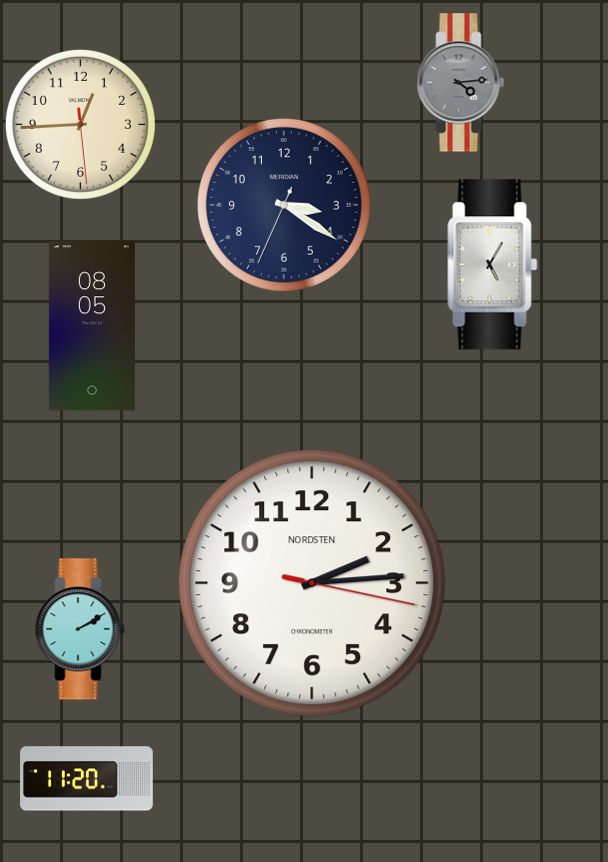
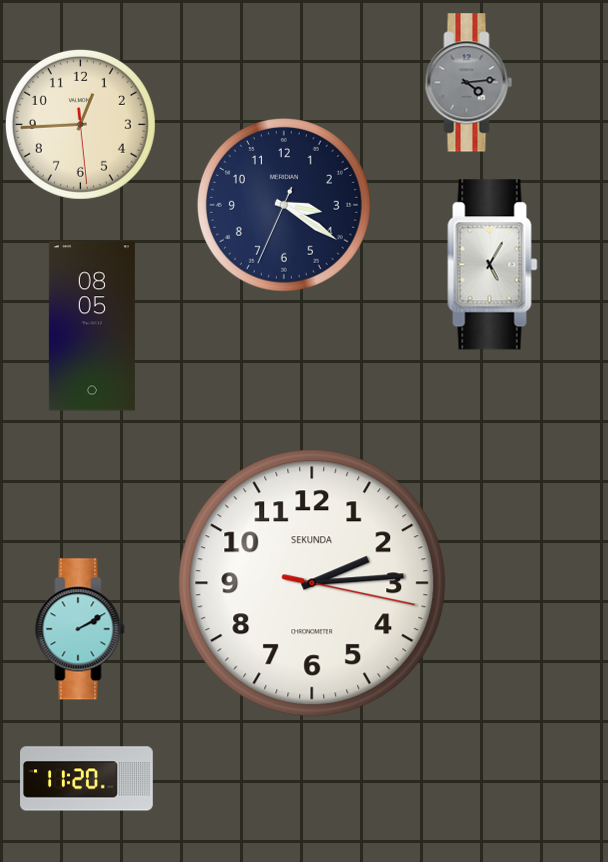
clock at (461, 83) position: (461, 83) -> (469, 83)
clock at (312, 583) brand: NORDSTEN -> SEKUNDA
